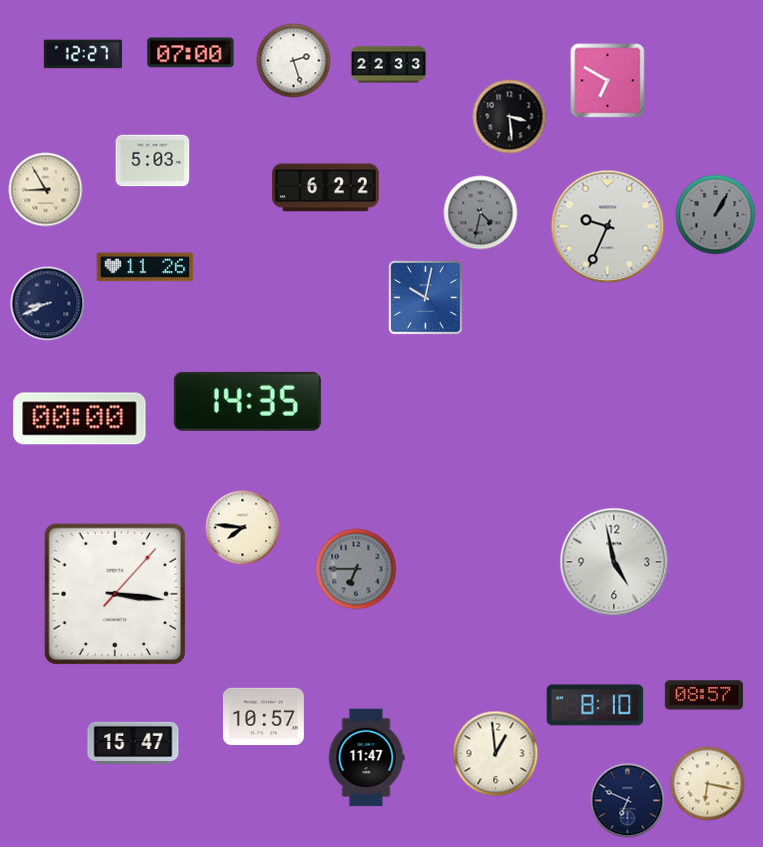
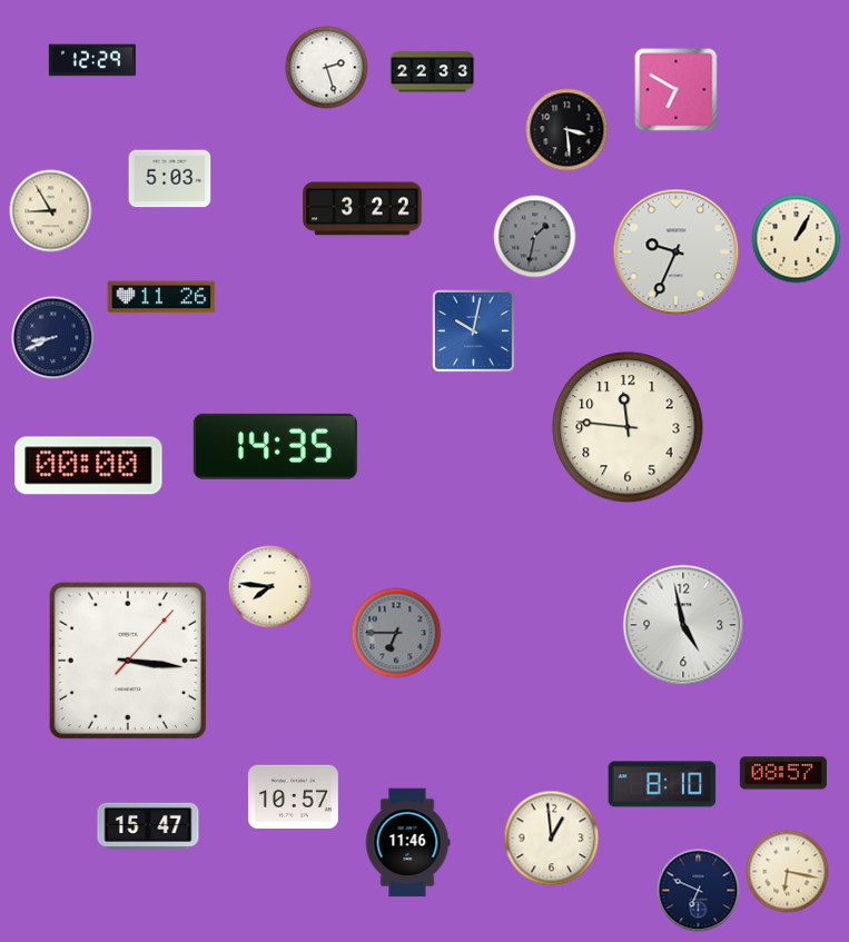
clock at (191, 53): 07:00 -> none
clock at (83, 54): 12:27 -> 12:29
clock at (326, 188): 6:22 -> 3:22
clock at (481, 213): 4:32 -> 1:32
clock at (716, 215) dial: grey -> cream
clock at (628, 427): none -> 11:46
clock at (366, 758): 11:47 -> 11:46
